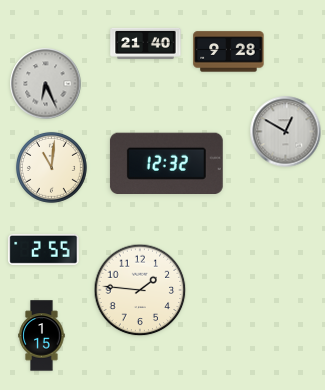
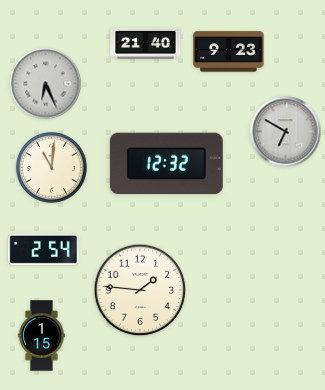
clock at (229, 52): 9:28 -> 9:23
clock at (286, 132): 12:50 -> 6:50
clock at (44, 249): 2:55 -> 2:54
